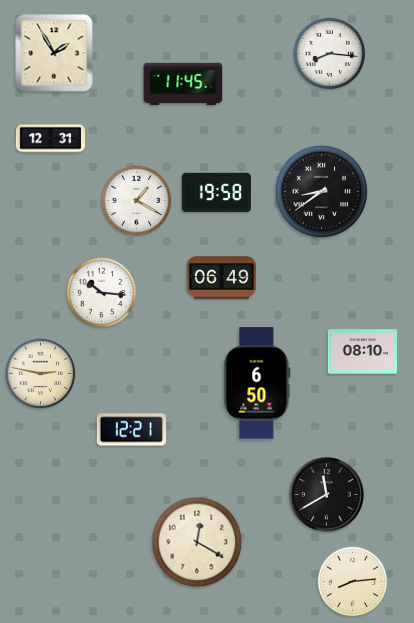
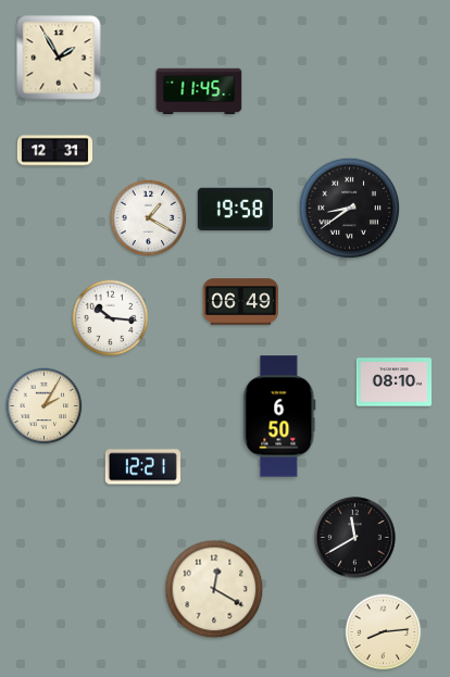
clock at (330, 54): 8:16 -> none
clock at (41, 374): 2:47 -> 2:05
